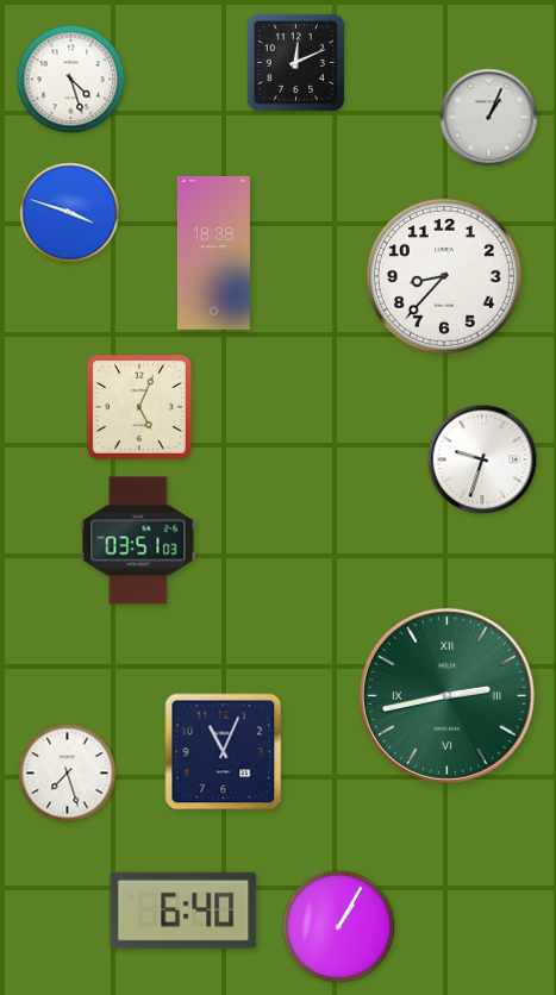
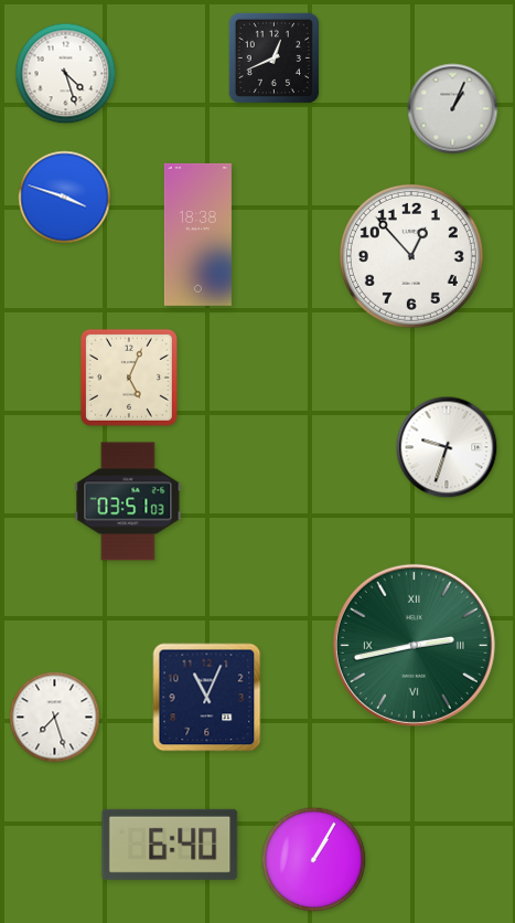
clock at (295, 62): 12:11 -> 12:41
clock at (444, 276): 8:37 -> 12:53
clock at (482, 459) position: (482, 459) -> (447, 447)
clock at (68, 774) position: (68, 774) -> (55, 718)
